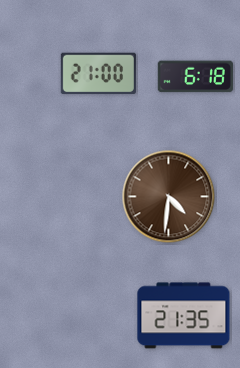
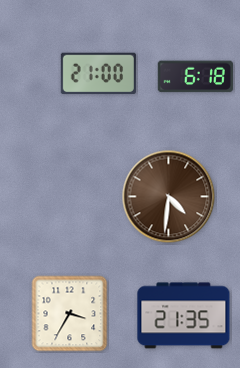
clock at (70, 314): none -> 3:35
